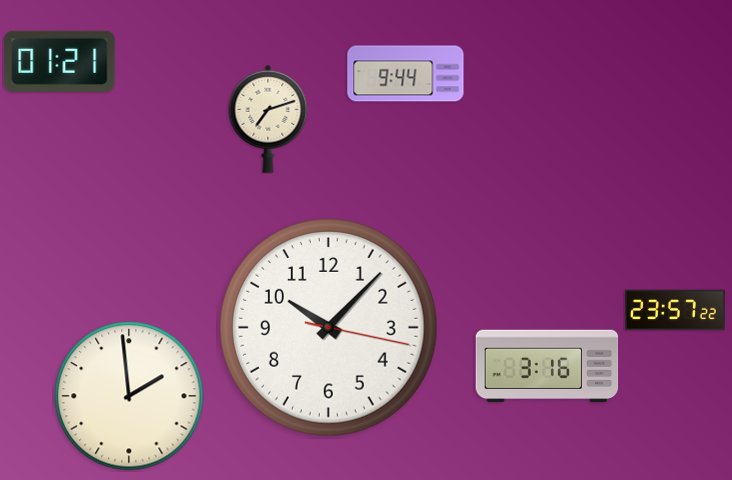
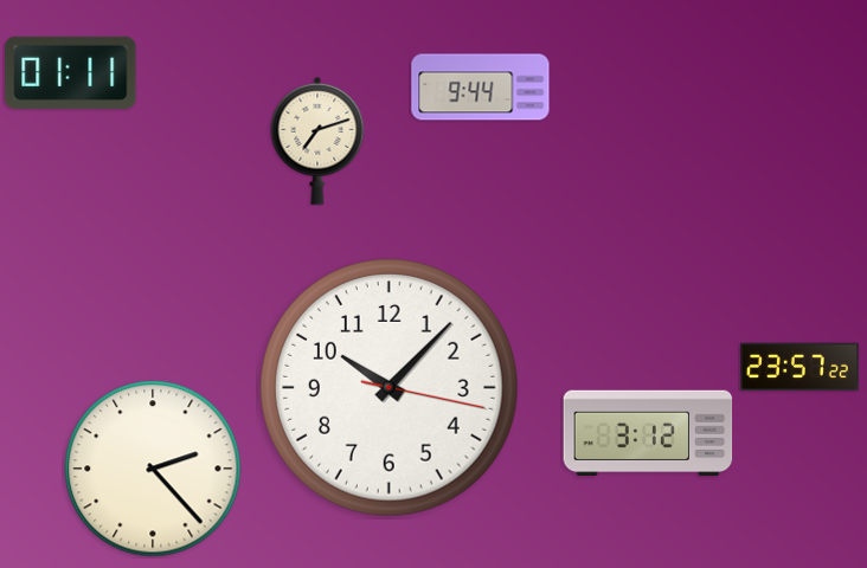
clock at (60, 61): 01:21 -> 01:11
clock at (547, 366): 3:16 -> 3:12
clock at (129, 396): 1:59 -> 2:23
